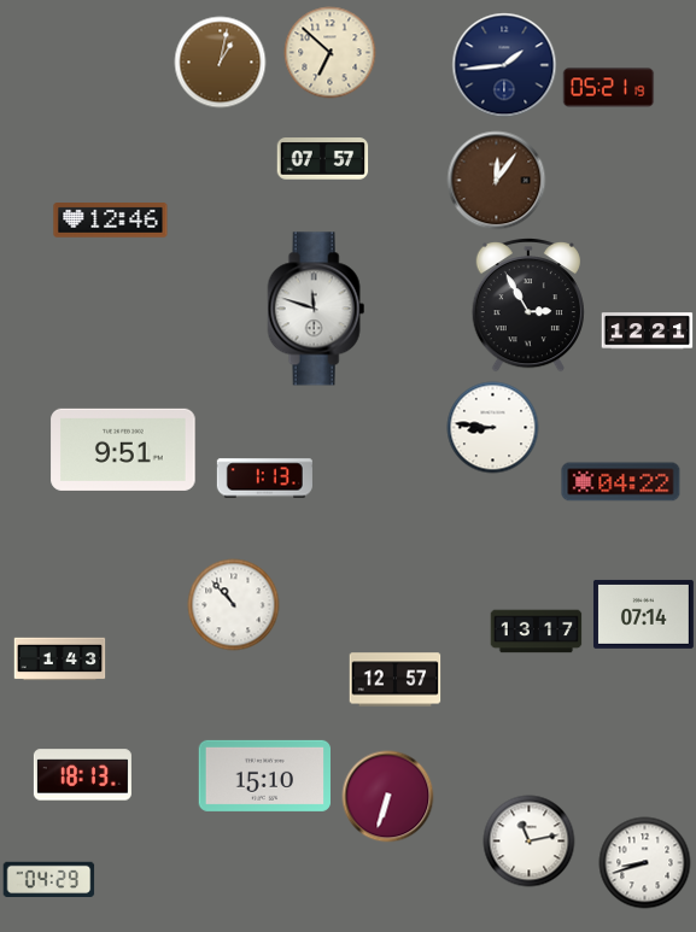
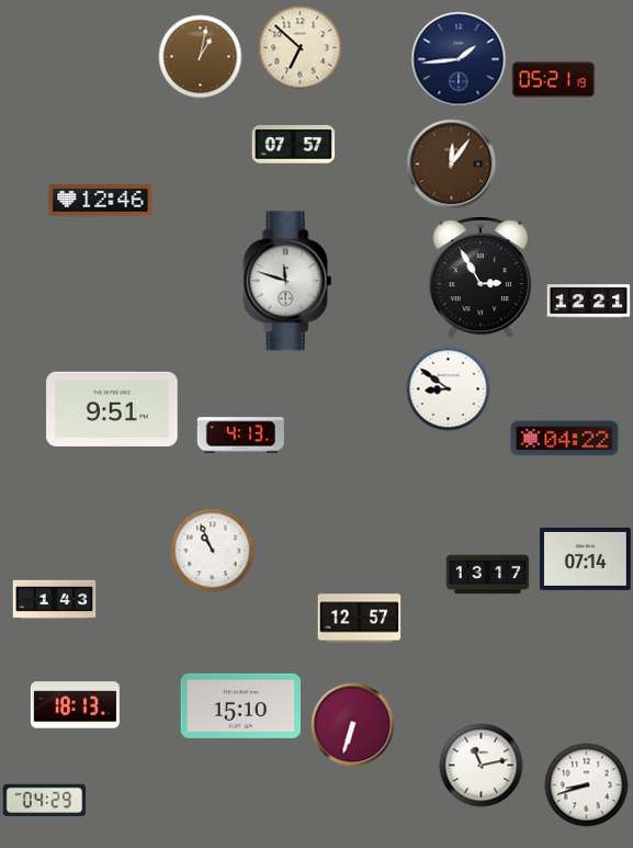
clock at (493, 428): 8:46 -> 8:51
clock at (264, 479): 1:13 -> 4:13
clock at (234, 605): 10:53 -> 10:56
